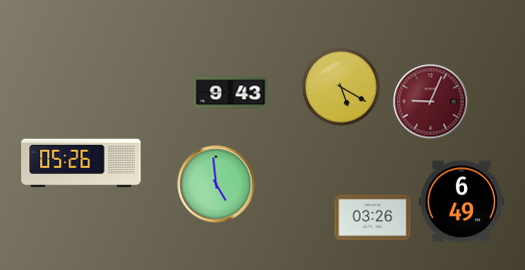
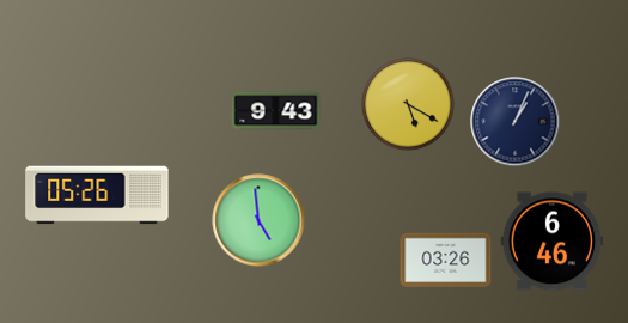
clock at (431, 102): 9:04 -> 1:04
clock at (431, 102) dial: burgundy -> navy
clock at (461, 202): 6:49 -> 6:46
